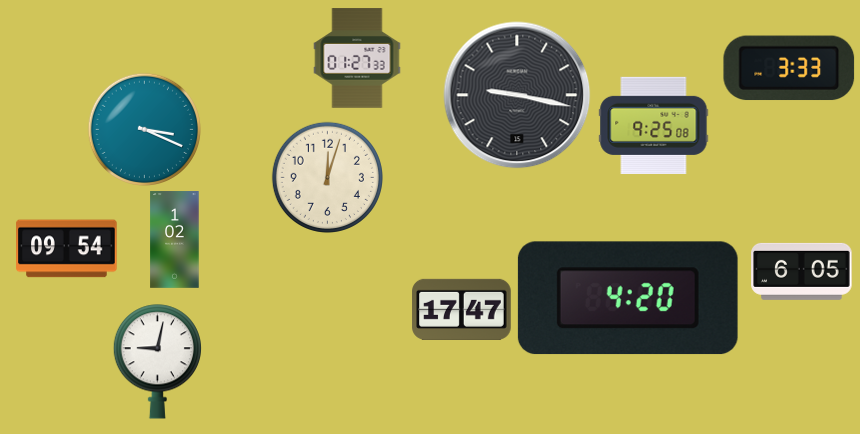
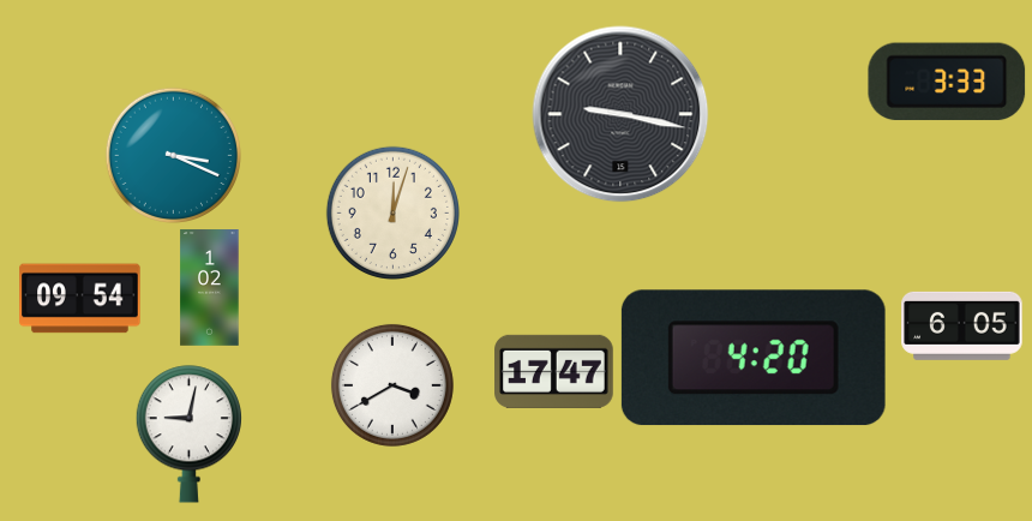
clock at (357, 58): 01:27 -> none
clock at (654, 125): 9:25 -> none
clock at (392, 385): none -> 3:40
